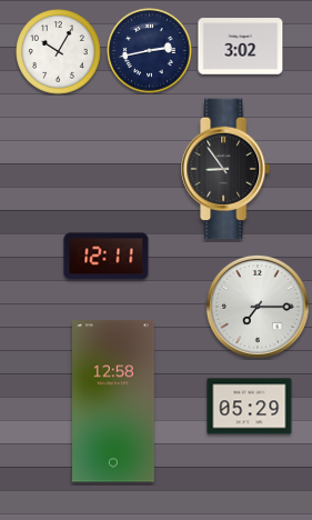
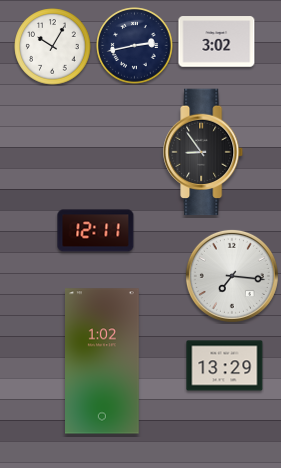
clock at (258, 307): 7:15 -> 7:16
clock at (114, 401): 12:58 -> 1:02
clock at (250, 407): 05:29 -> 13:29
